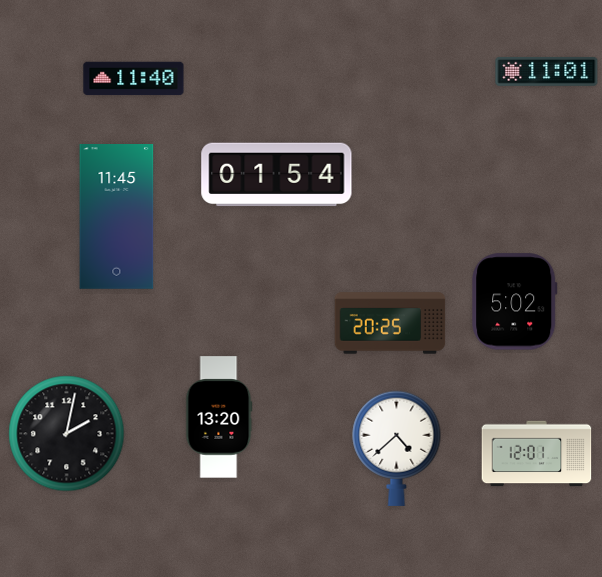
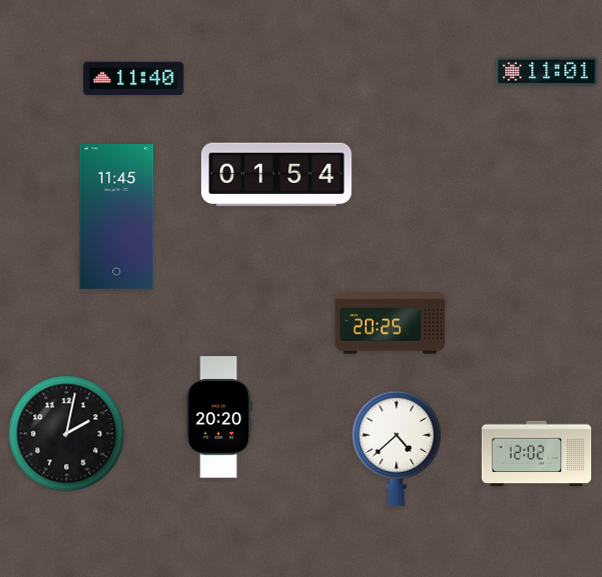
clock at (515, 302): 5:02 -> none
clock at (219, 417): 13:20 -> 20:20
clock at (537, 454): 12:01 -> 12:02
